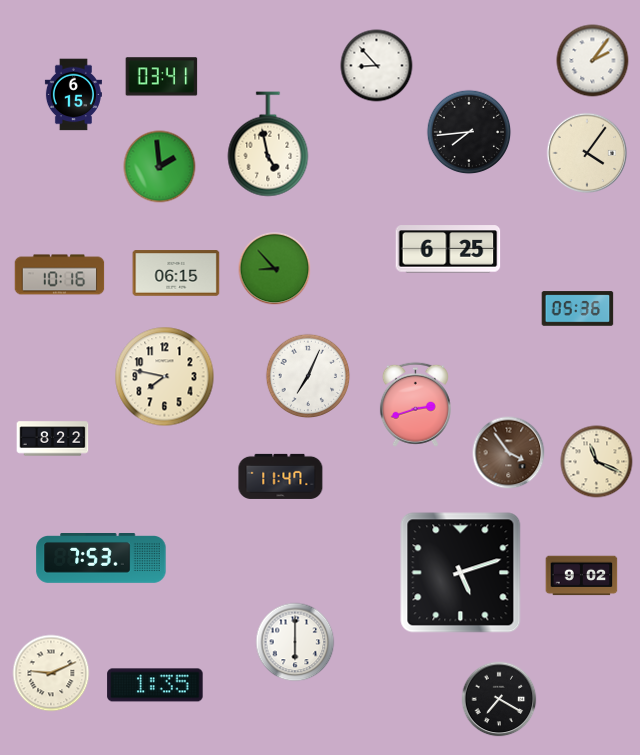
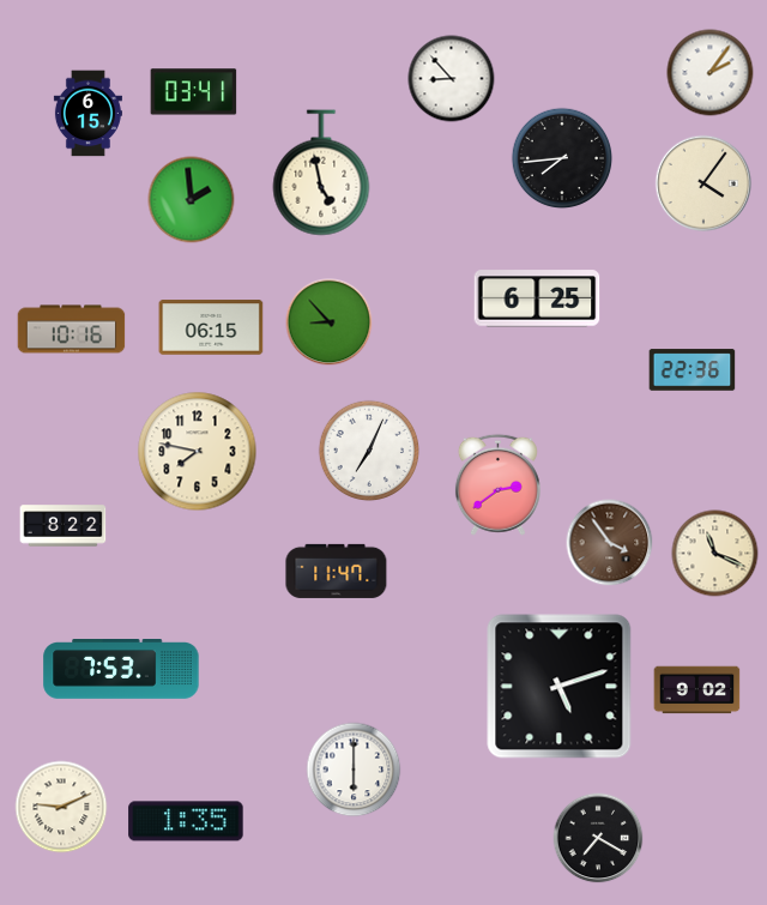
clock at (578, 309): 05:36 -> 22:36
clock at (415, 404): 2:42 -> 2:39
clock at (461, 573) position: (461, 573) -> (560, 687)
